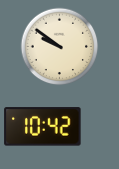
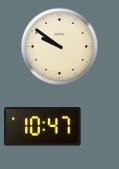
clock at (43, 127): 10:42 -> 10:47
